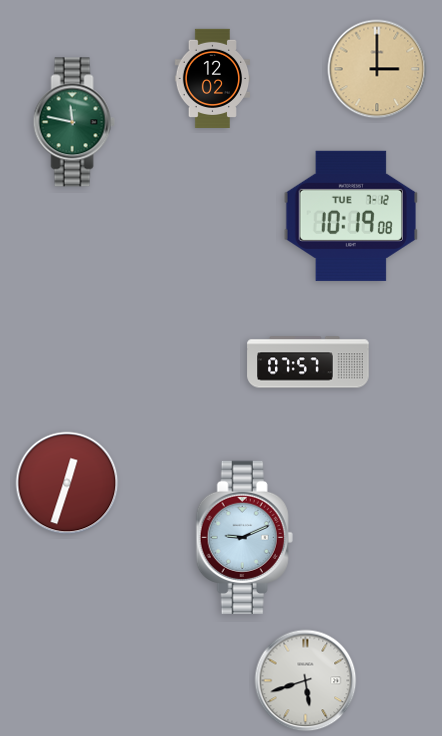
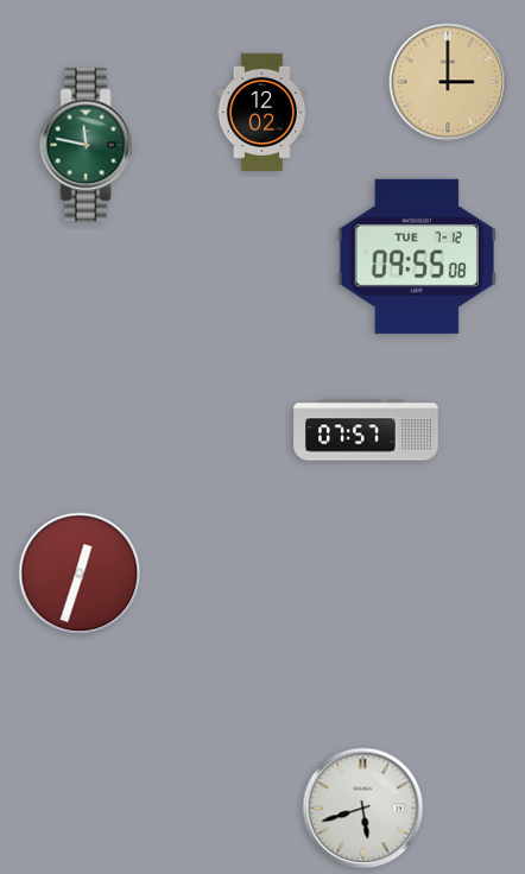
clock at (213, 78) position: (213, 78) -> (262, 112)
clock at (350, 216): 10:19 -> 09:55
clock at (244, 537): 9:11 -> none
